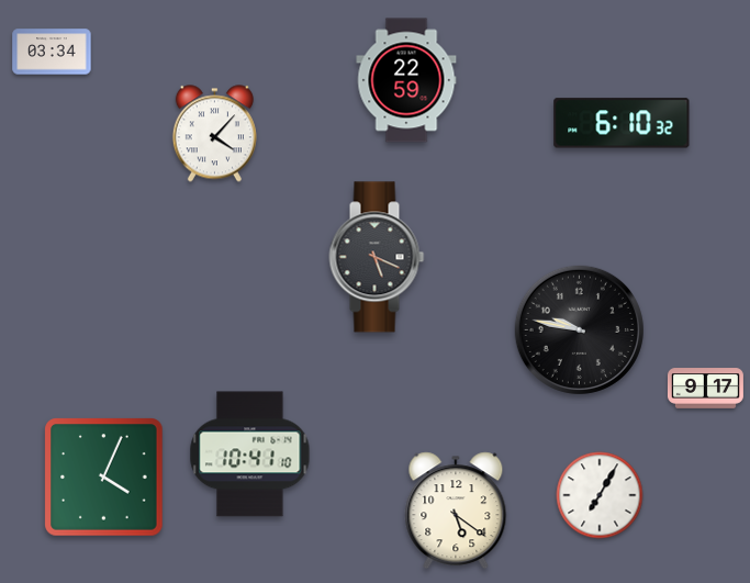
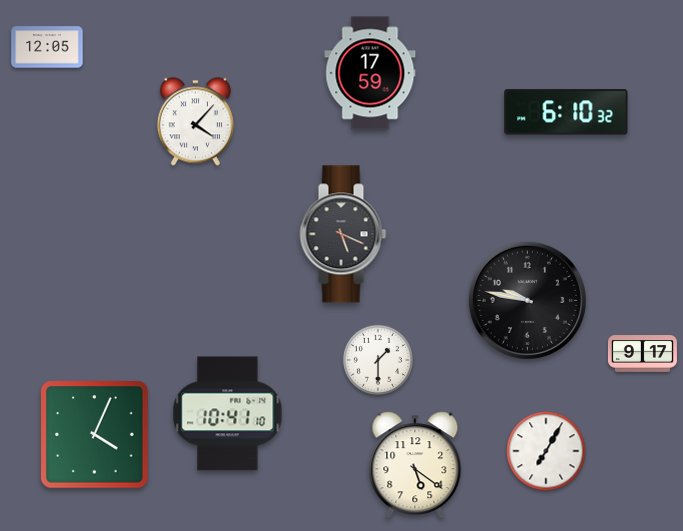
clock at (52, 52): 03:34 -> 12:05
clock at (406, 80): 22:59 -> 17:59
clock at (377, 359): none -> 1:30
